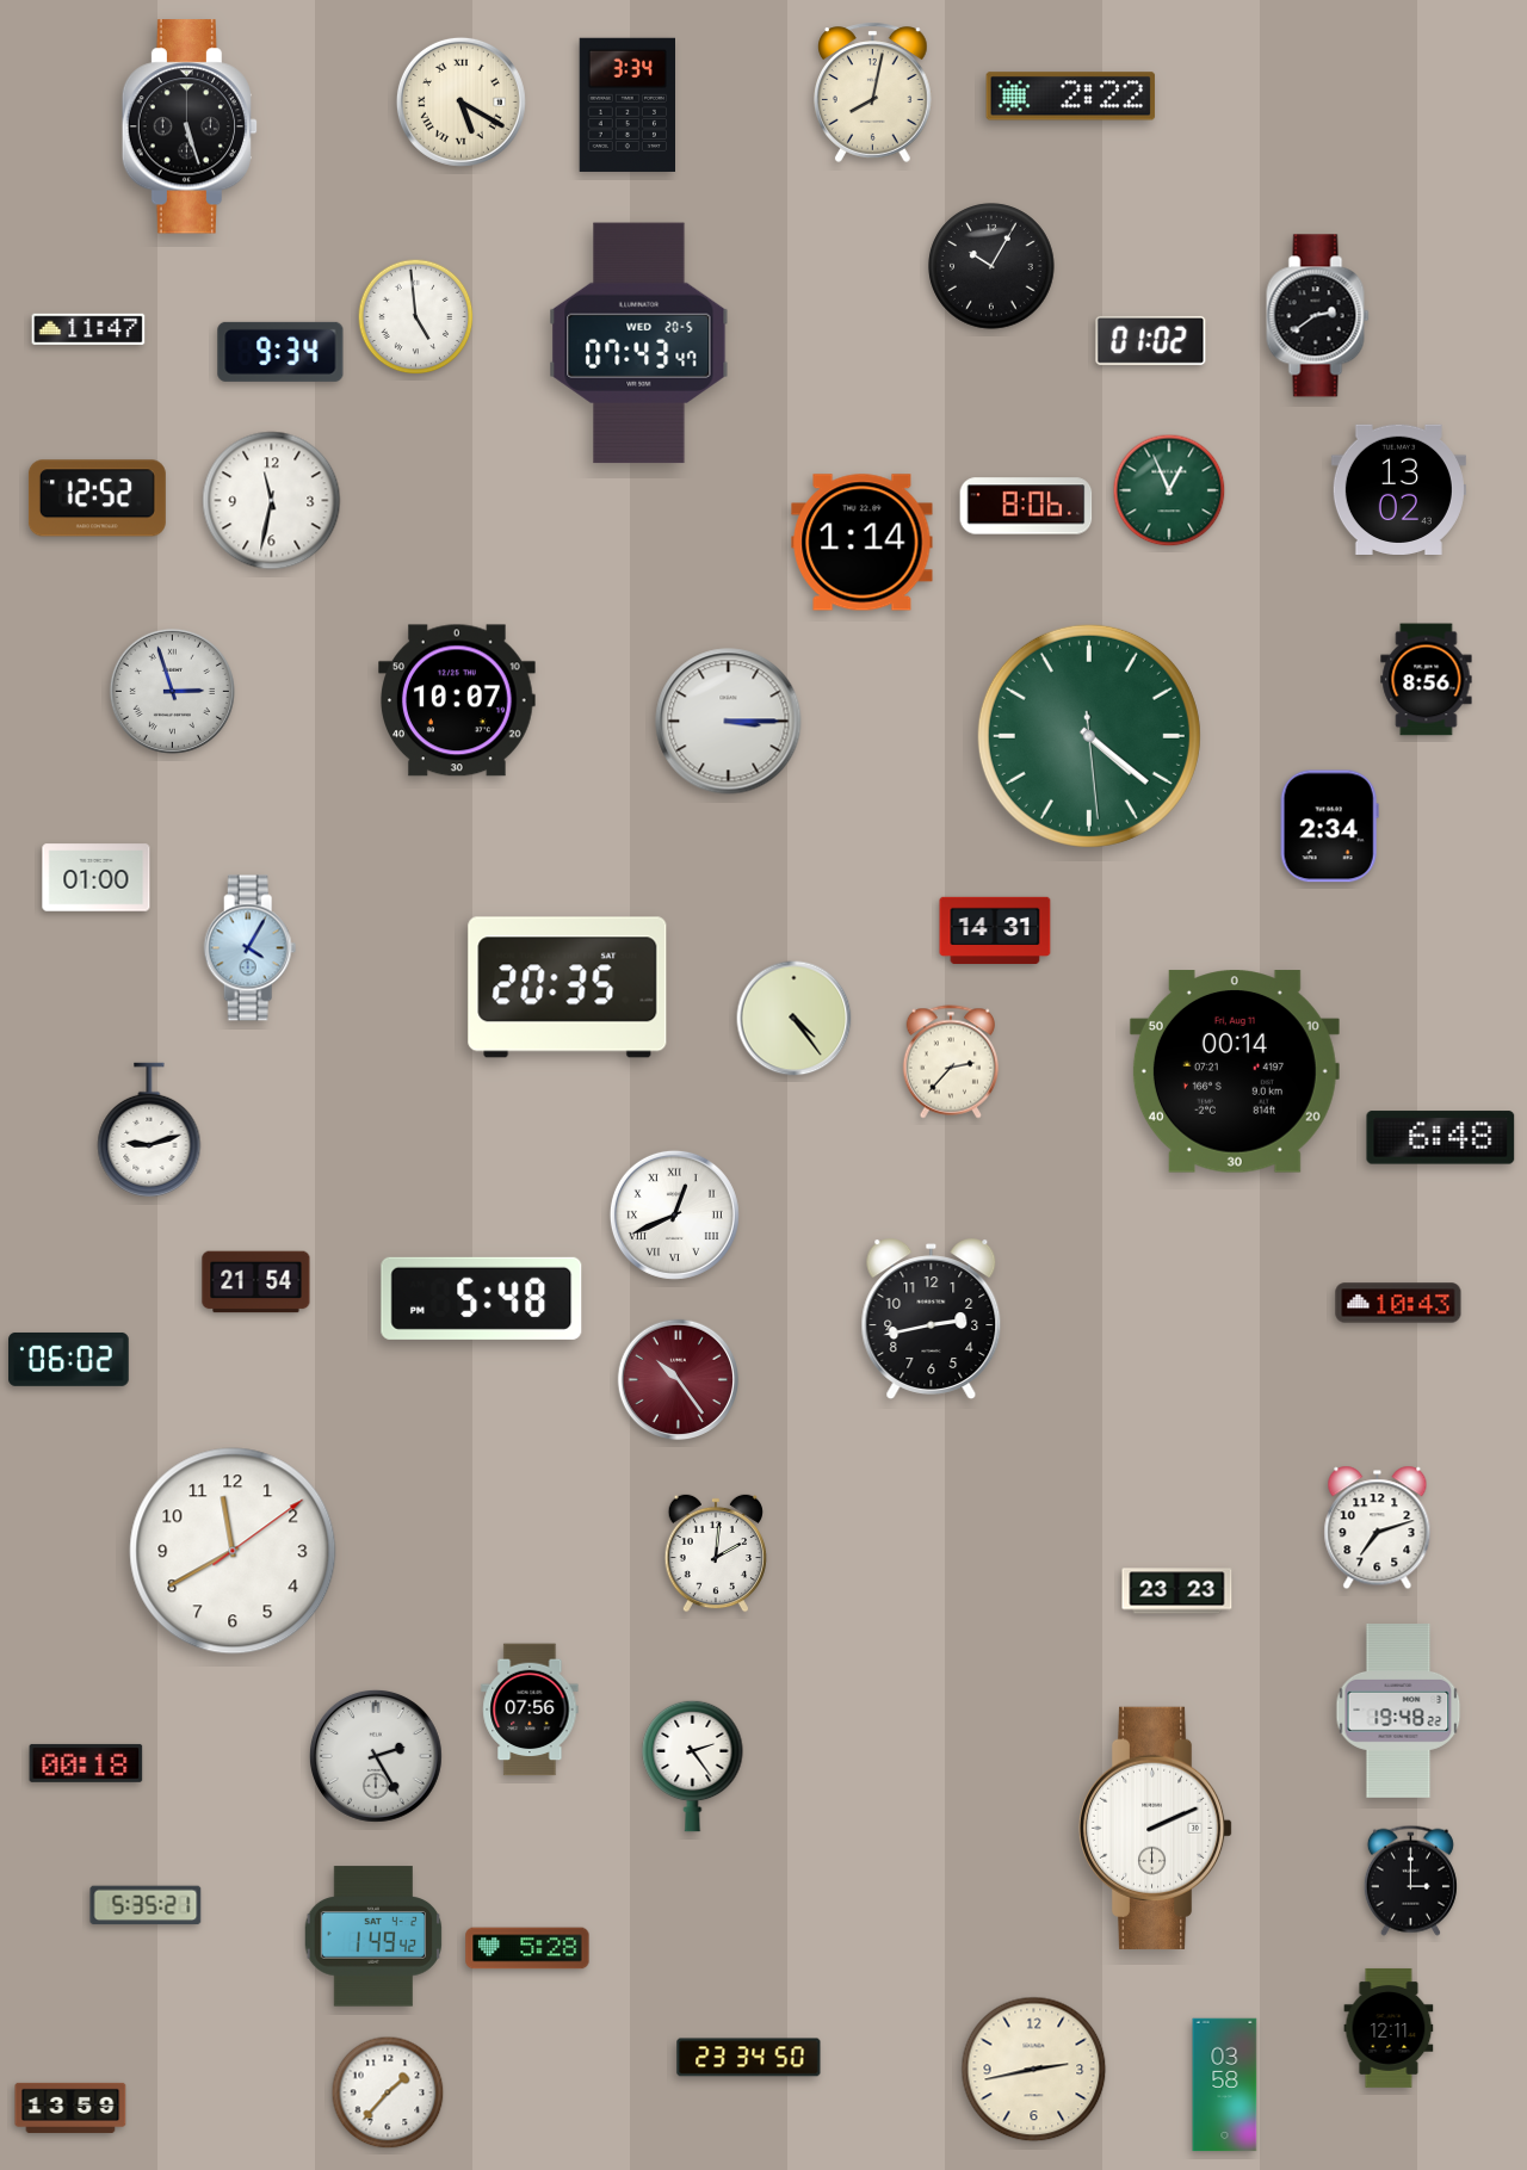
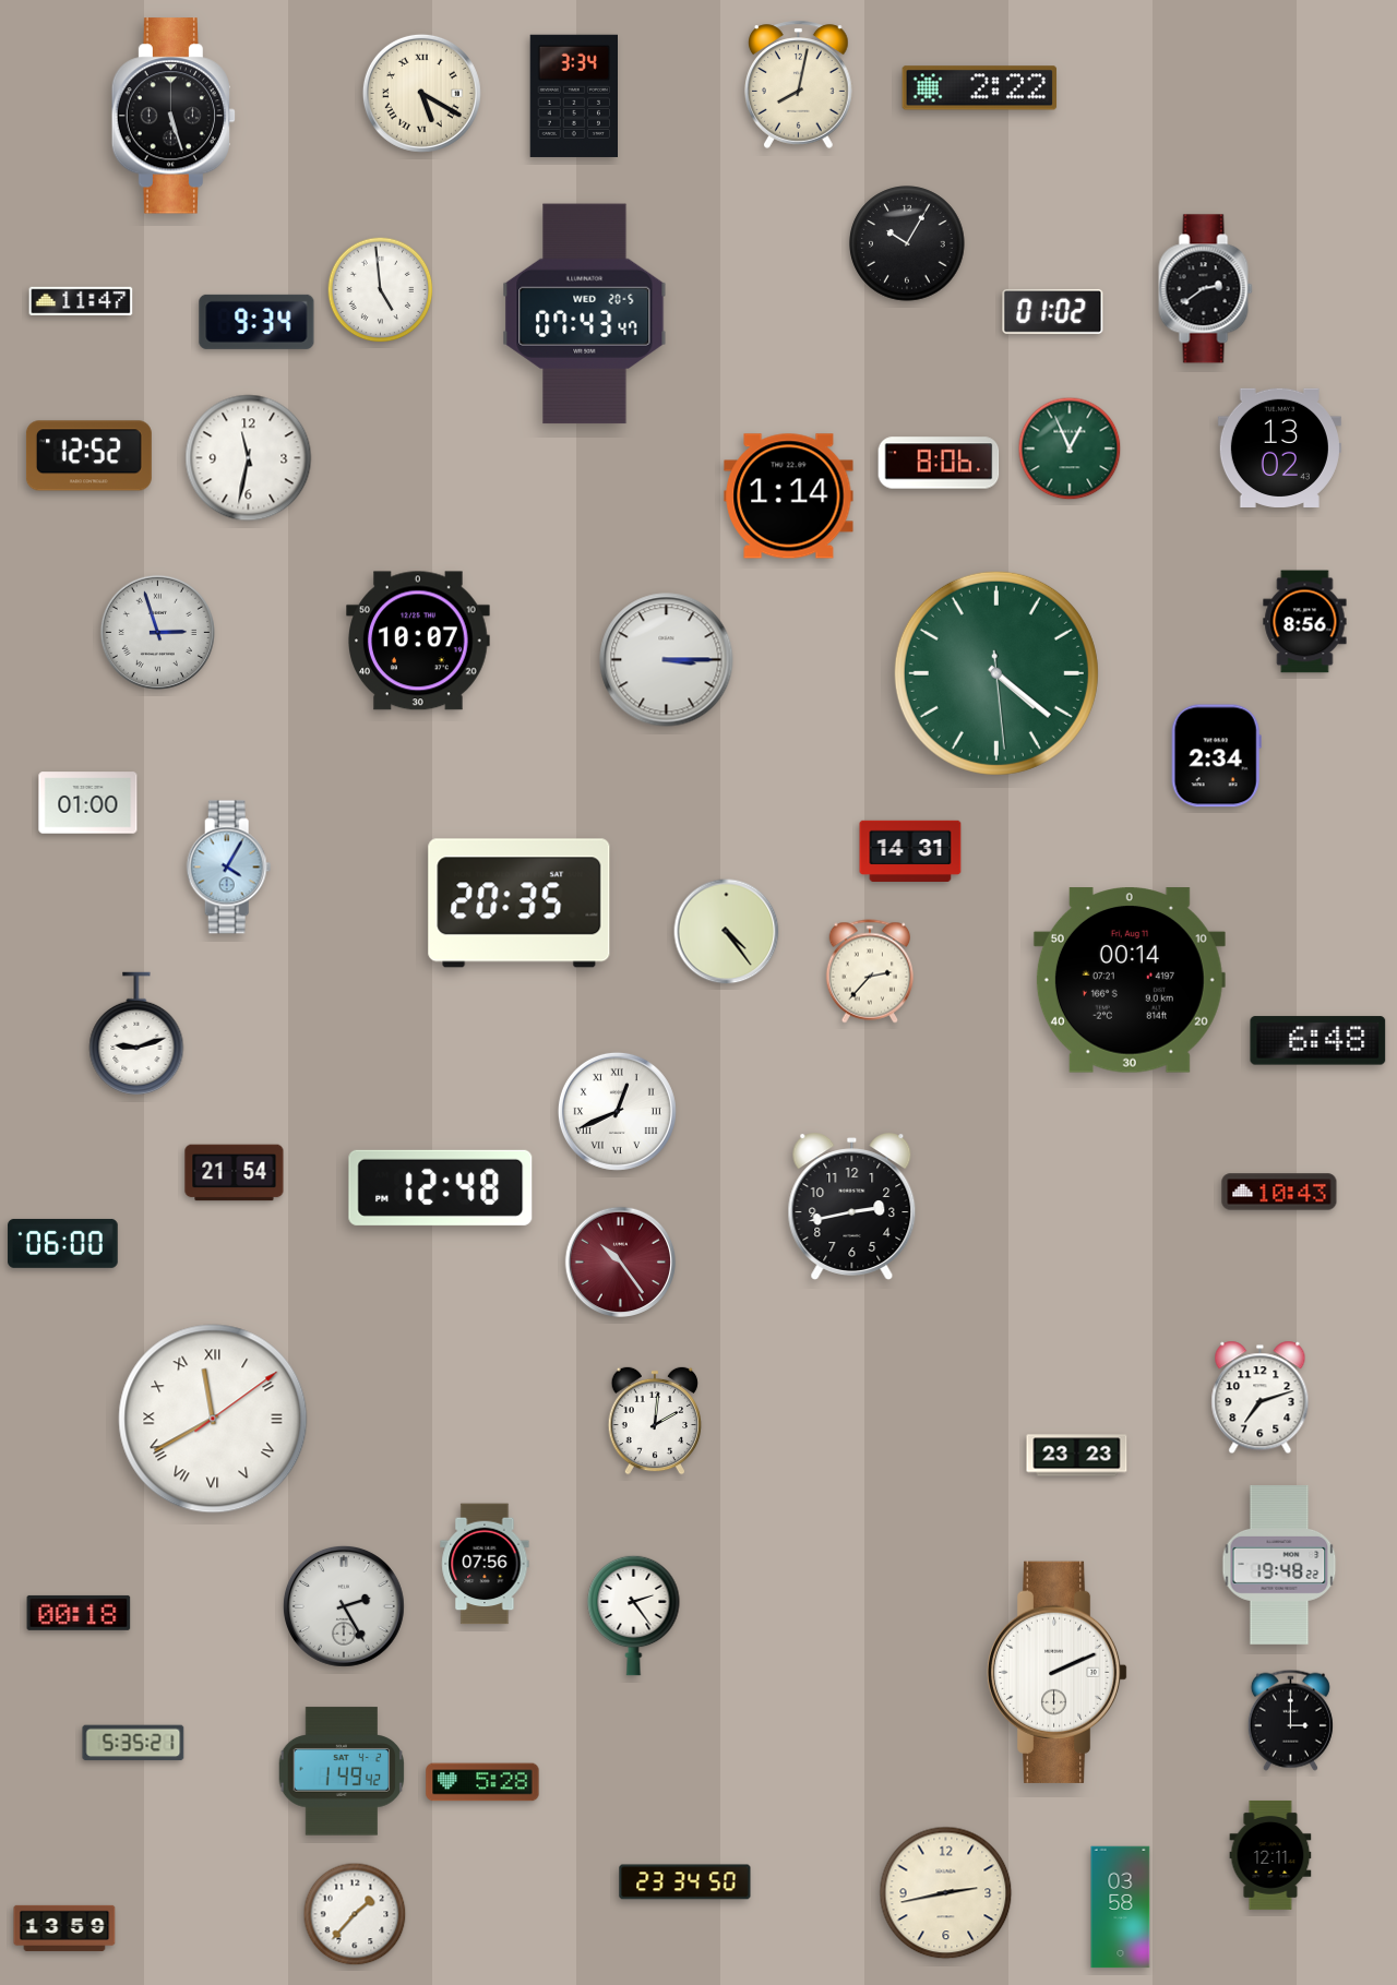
clock at (482, 1298): 5:48 -> 12:48
clock at (69, 1359): 06:02 -> 06:00
clock at (233, 1551) numerals: Arabic -> Roman
